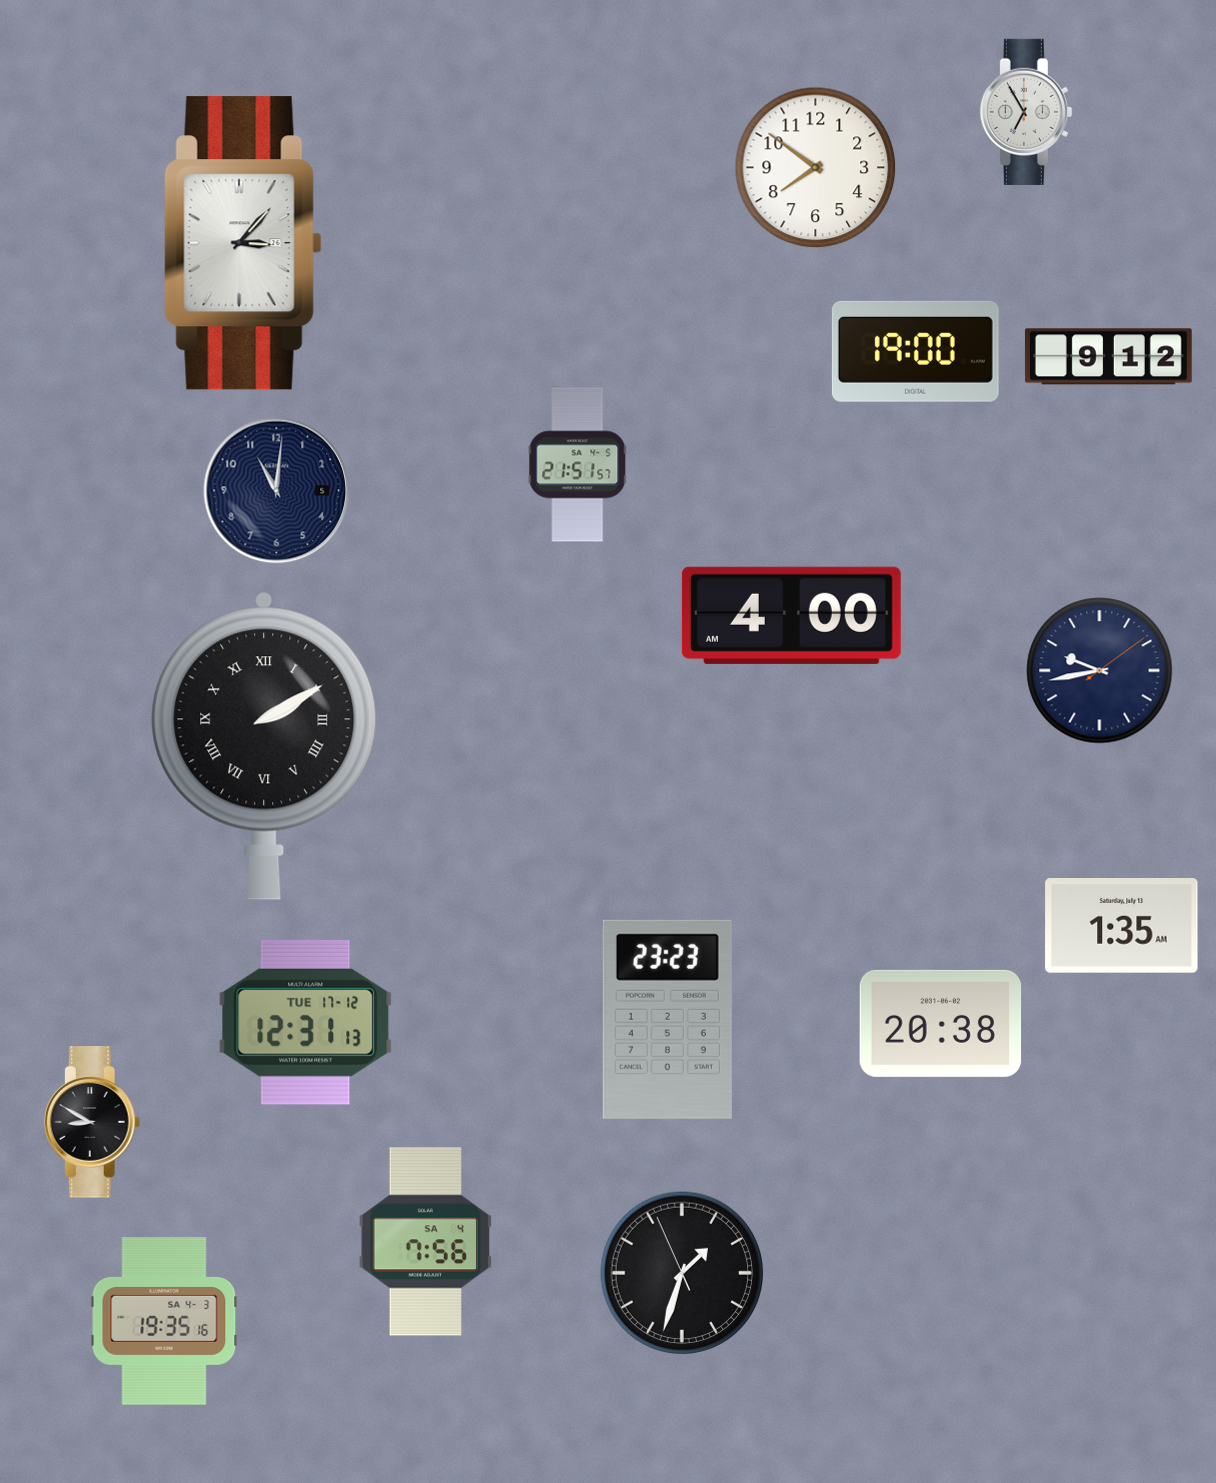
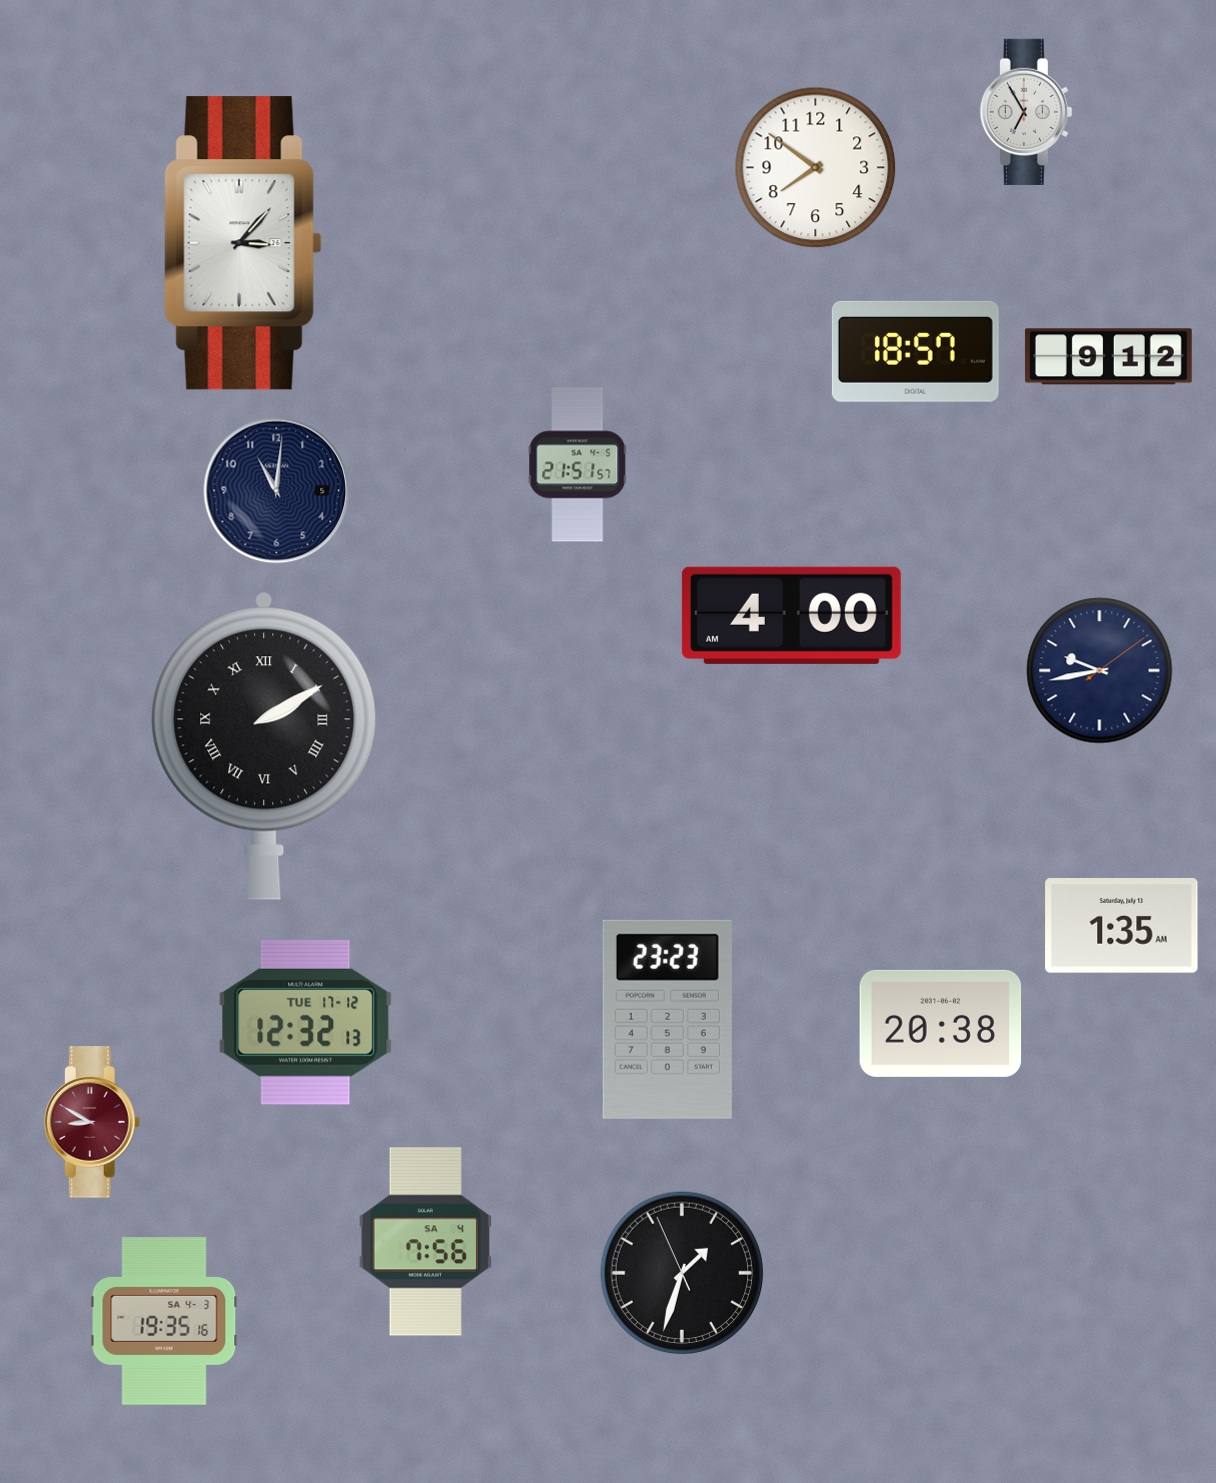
clock at (915, 351): 19:00 -> 18:57
clock at (306, 1022): 12:31 -> 12:32
clock at (92, 1122) dial: black -> burgundy
